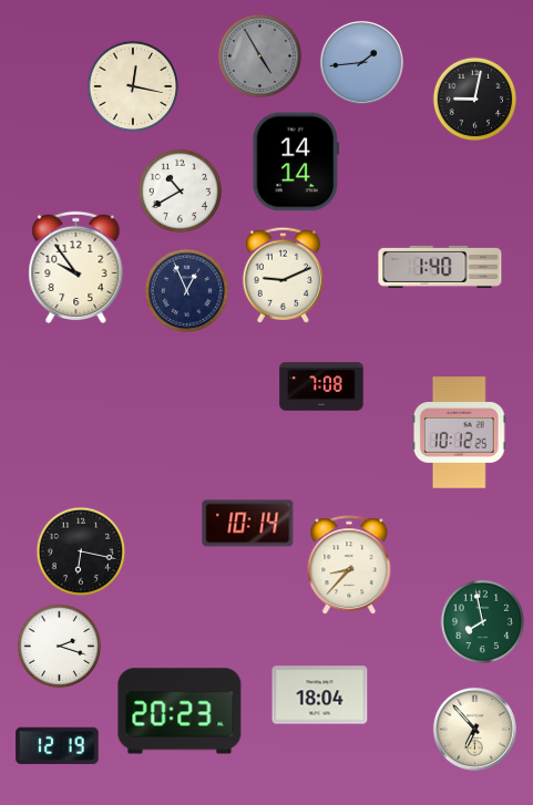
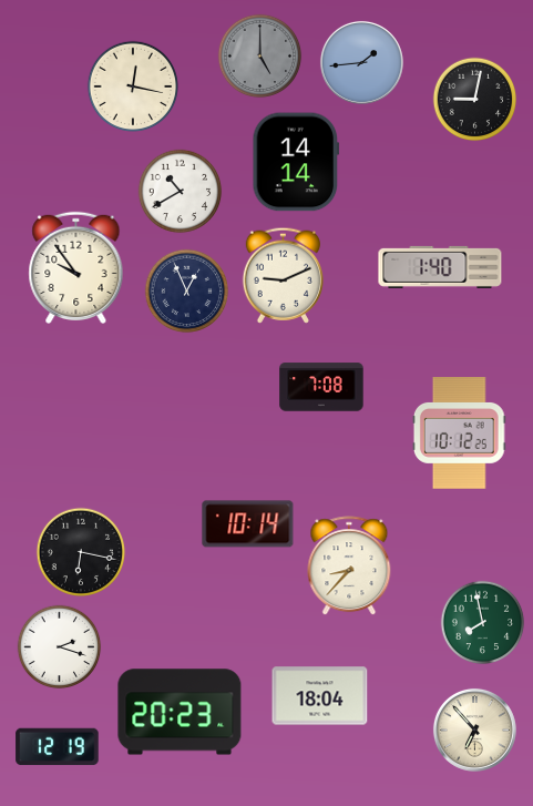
clock at (260, 56): 4:55 -> 5:00
